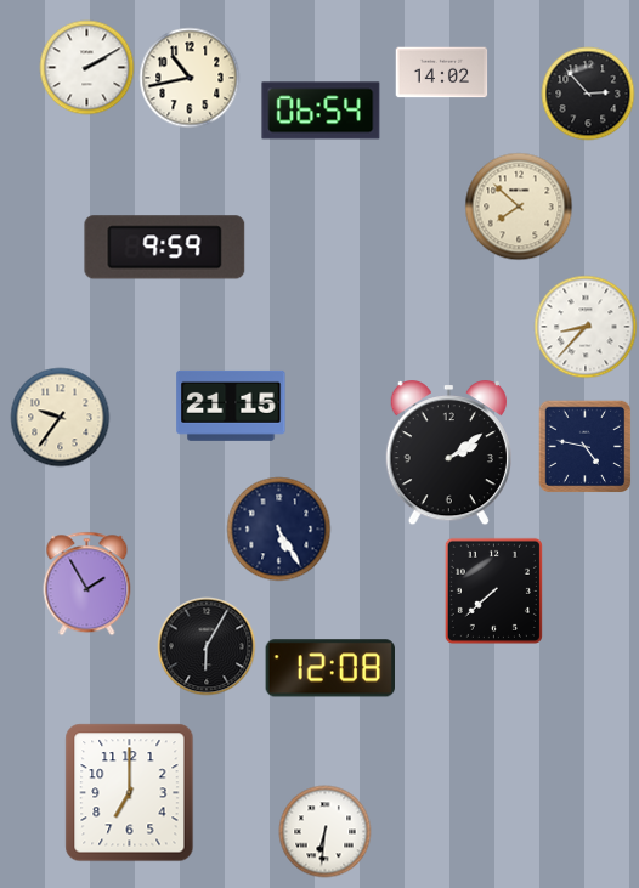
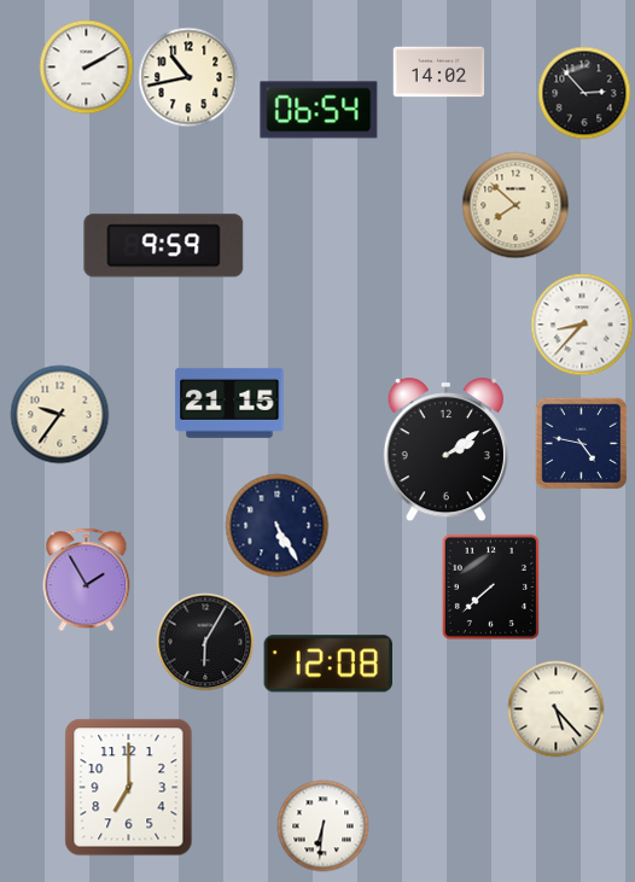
clock at (557, 709): none -> 5:23
